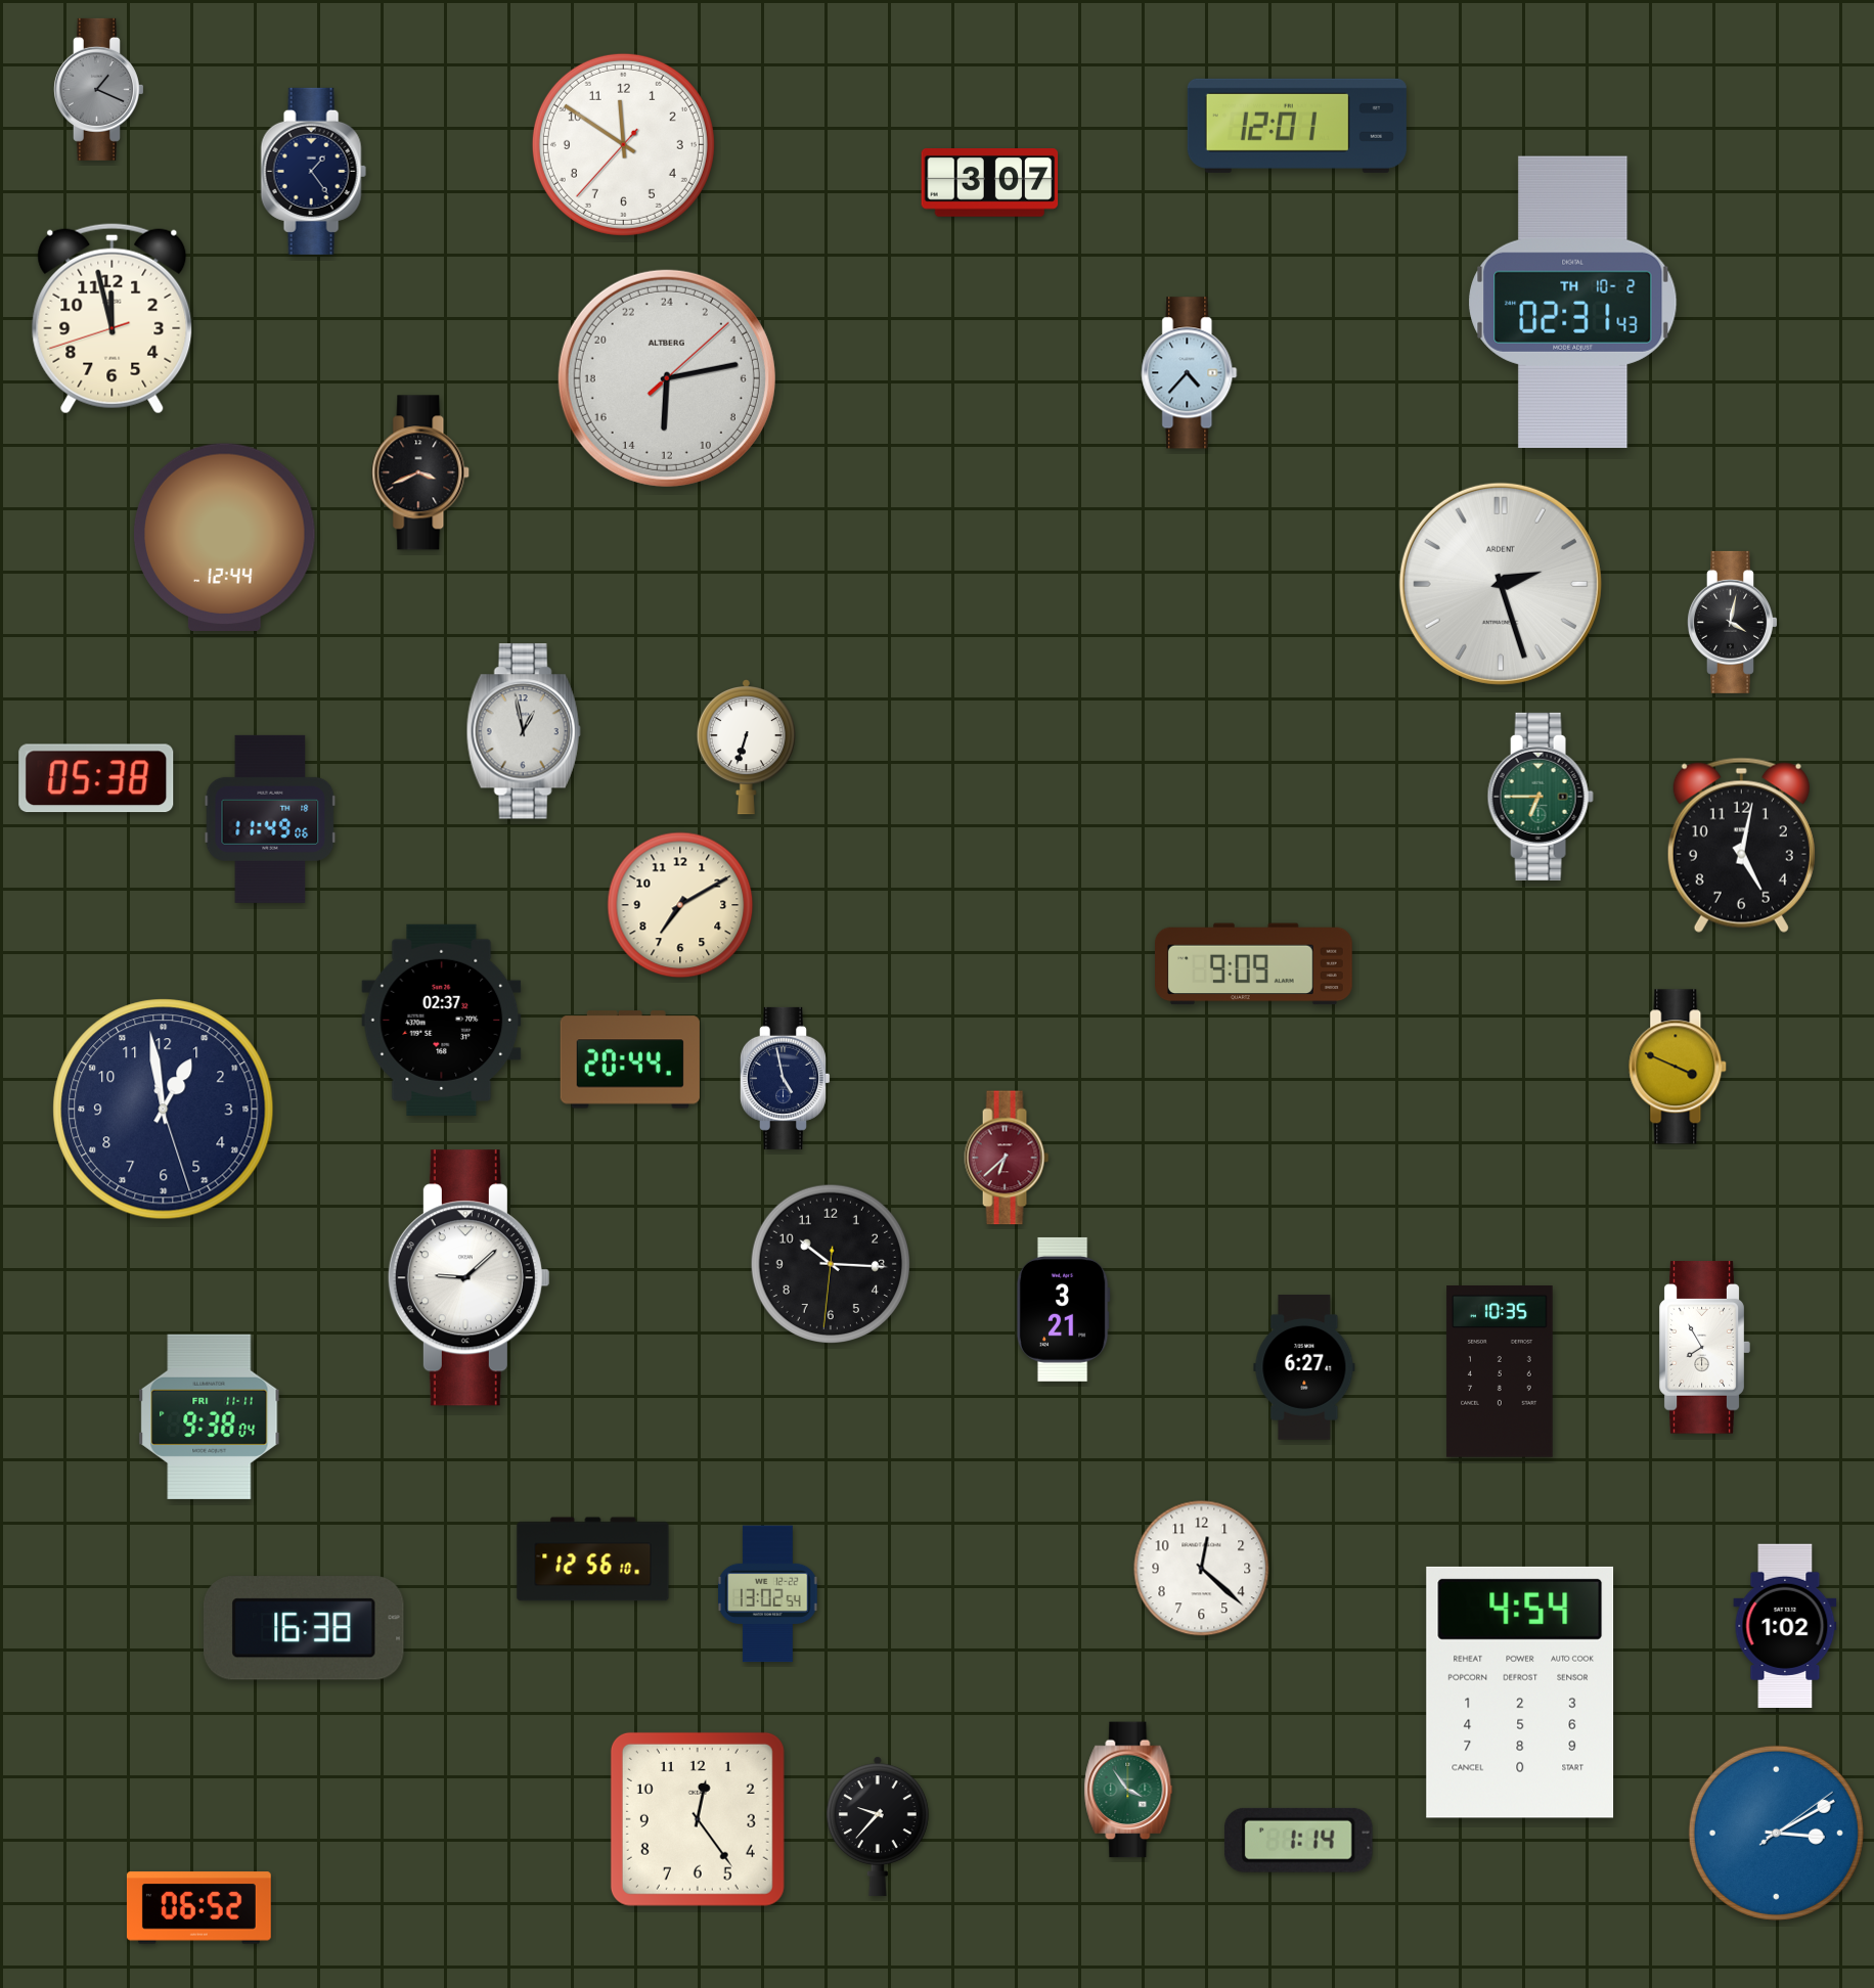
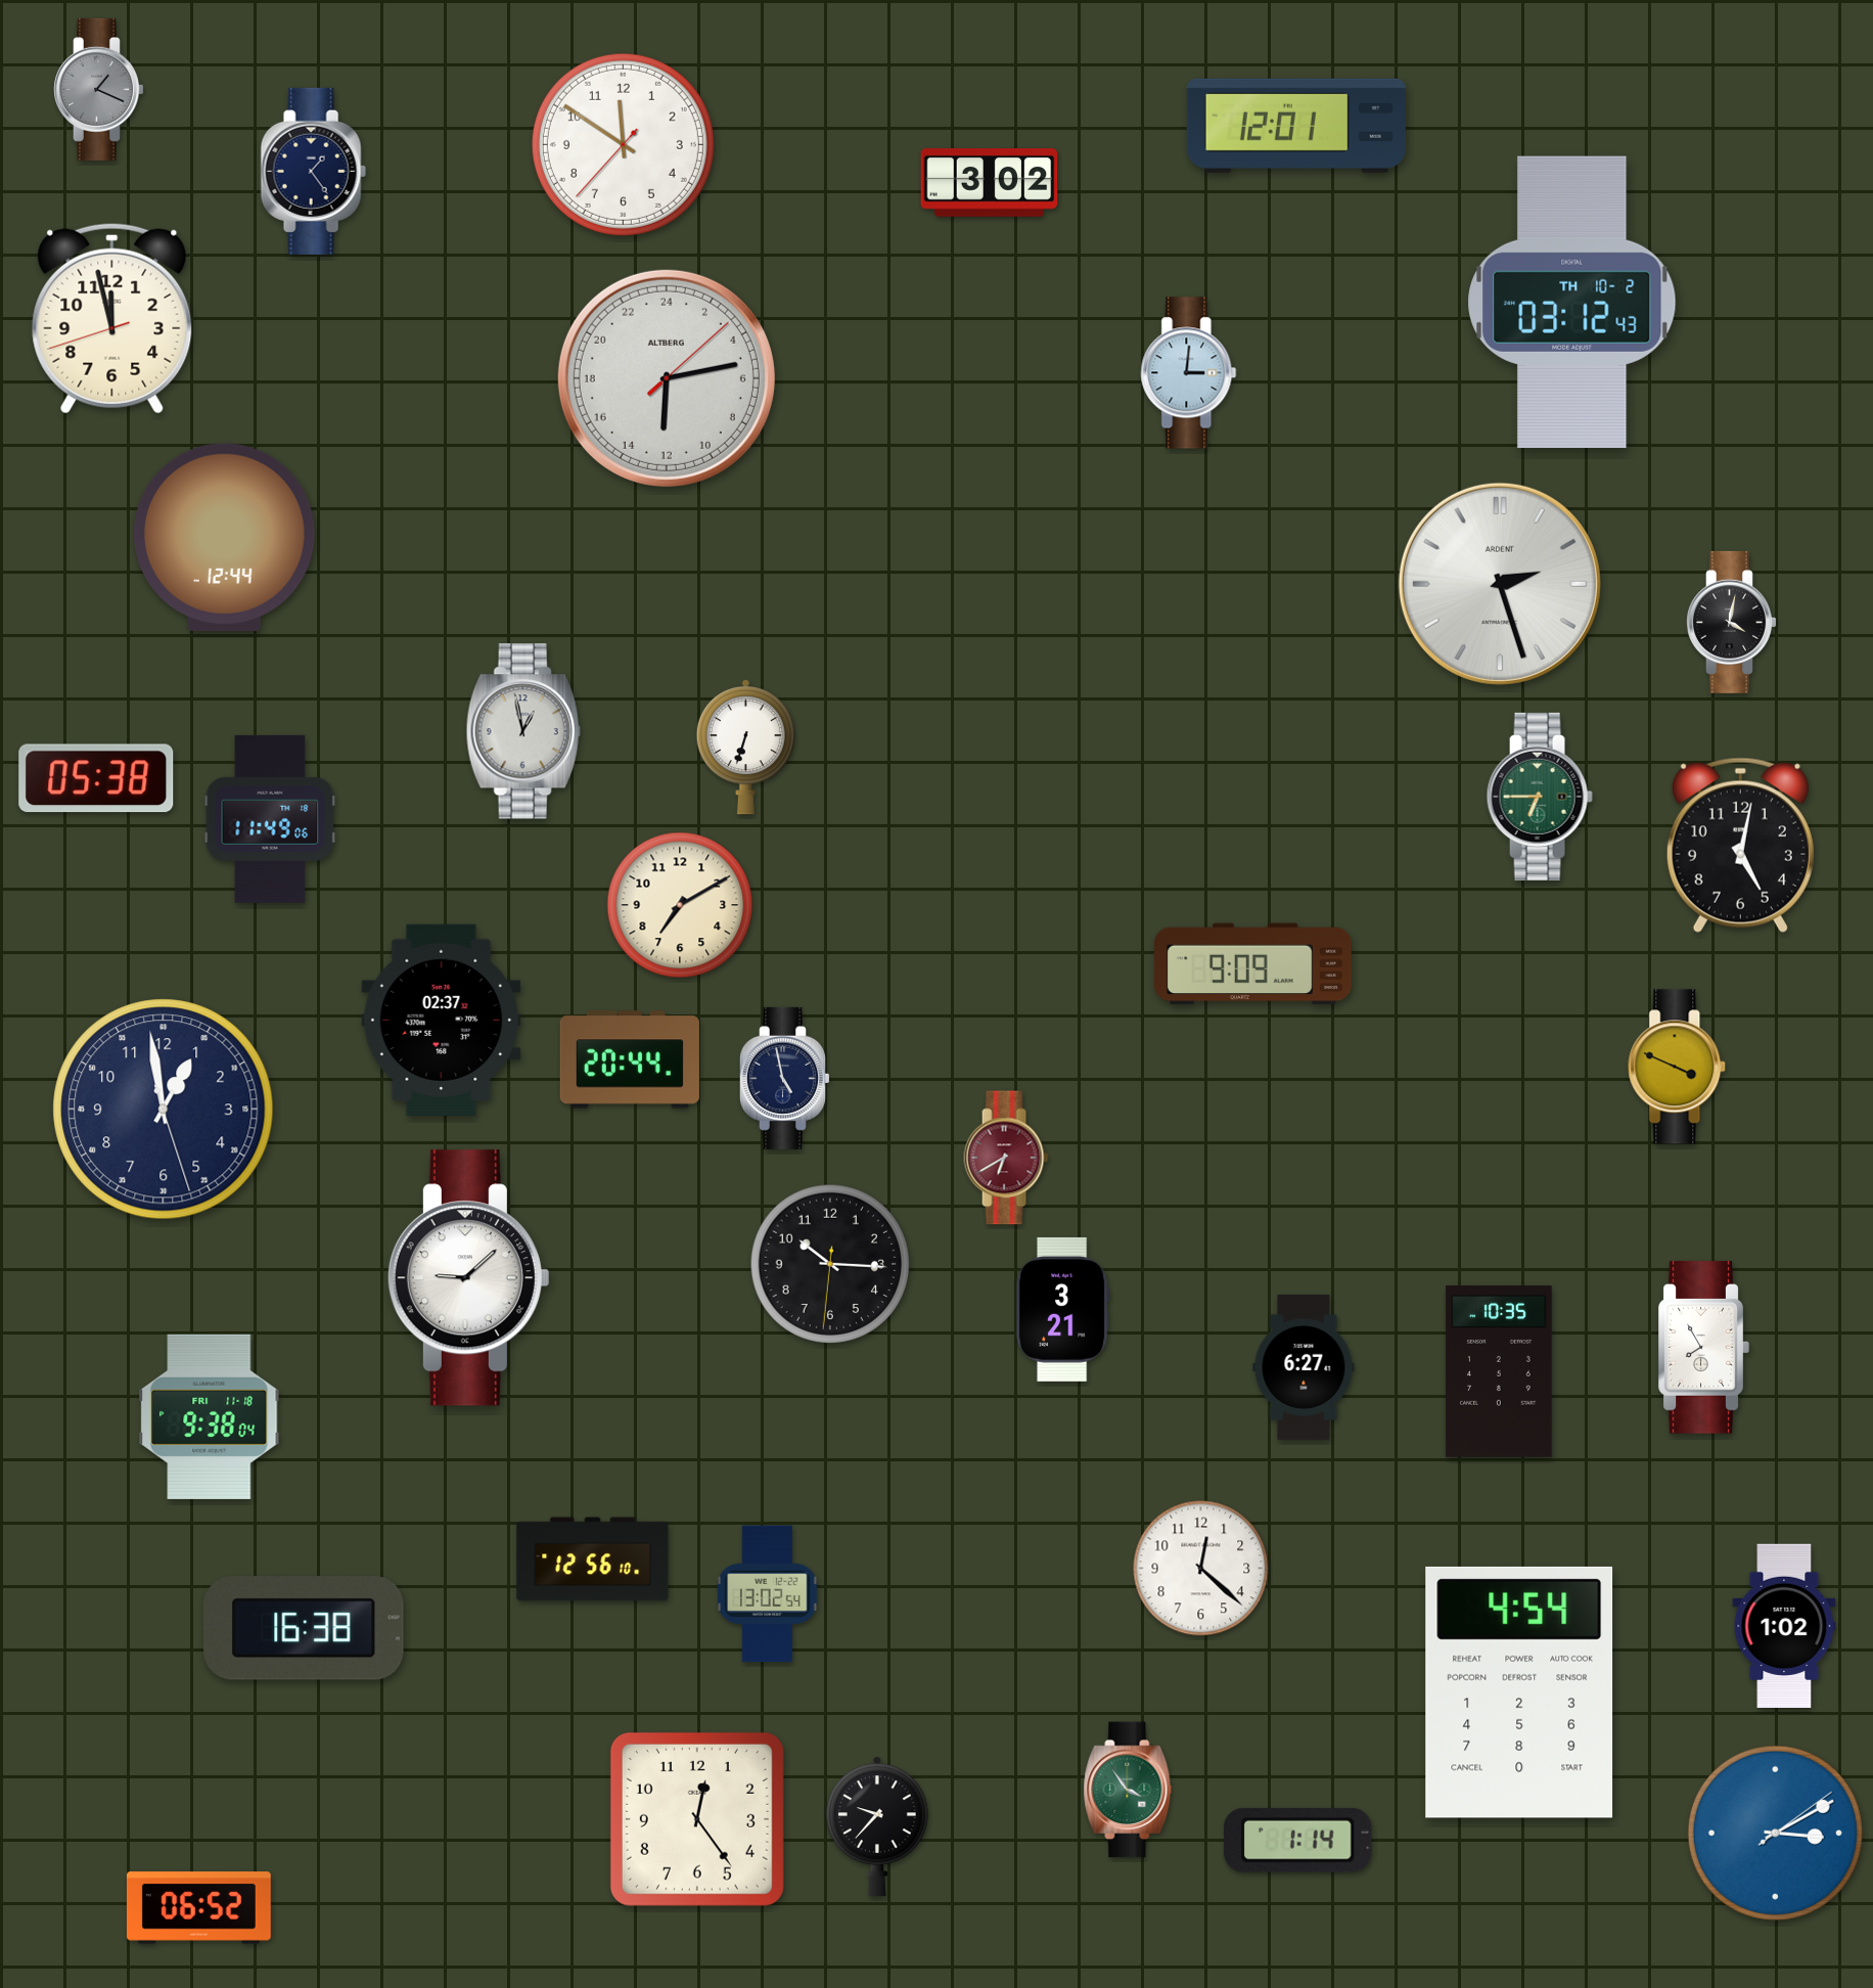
clock at (990, 183): 3:07 -> 3:02
clock at (1573, 302): 02:31 -> 03:12
clock at (1190, 373): 4:37 -> 3:01
clock at (421, 472): 3:41 -> none
clock at (1007, 1158): 6:38 -> 6:40
clock at (210, 1416) date: FRI 11-11 -> FRI 11-18
